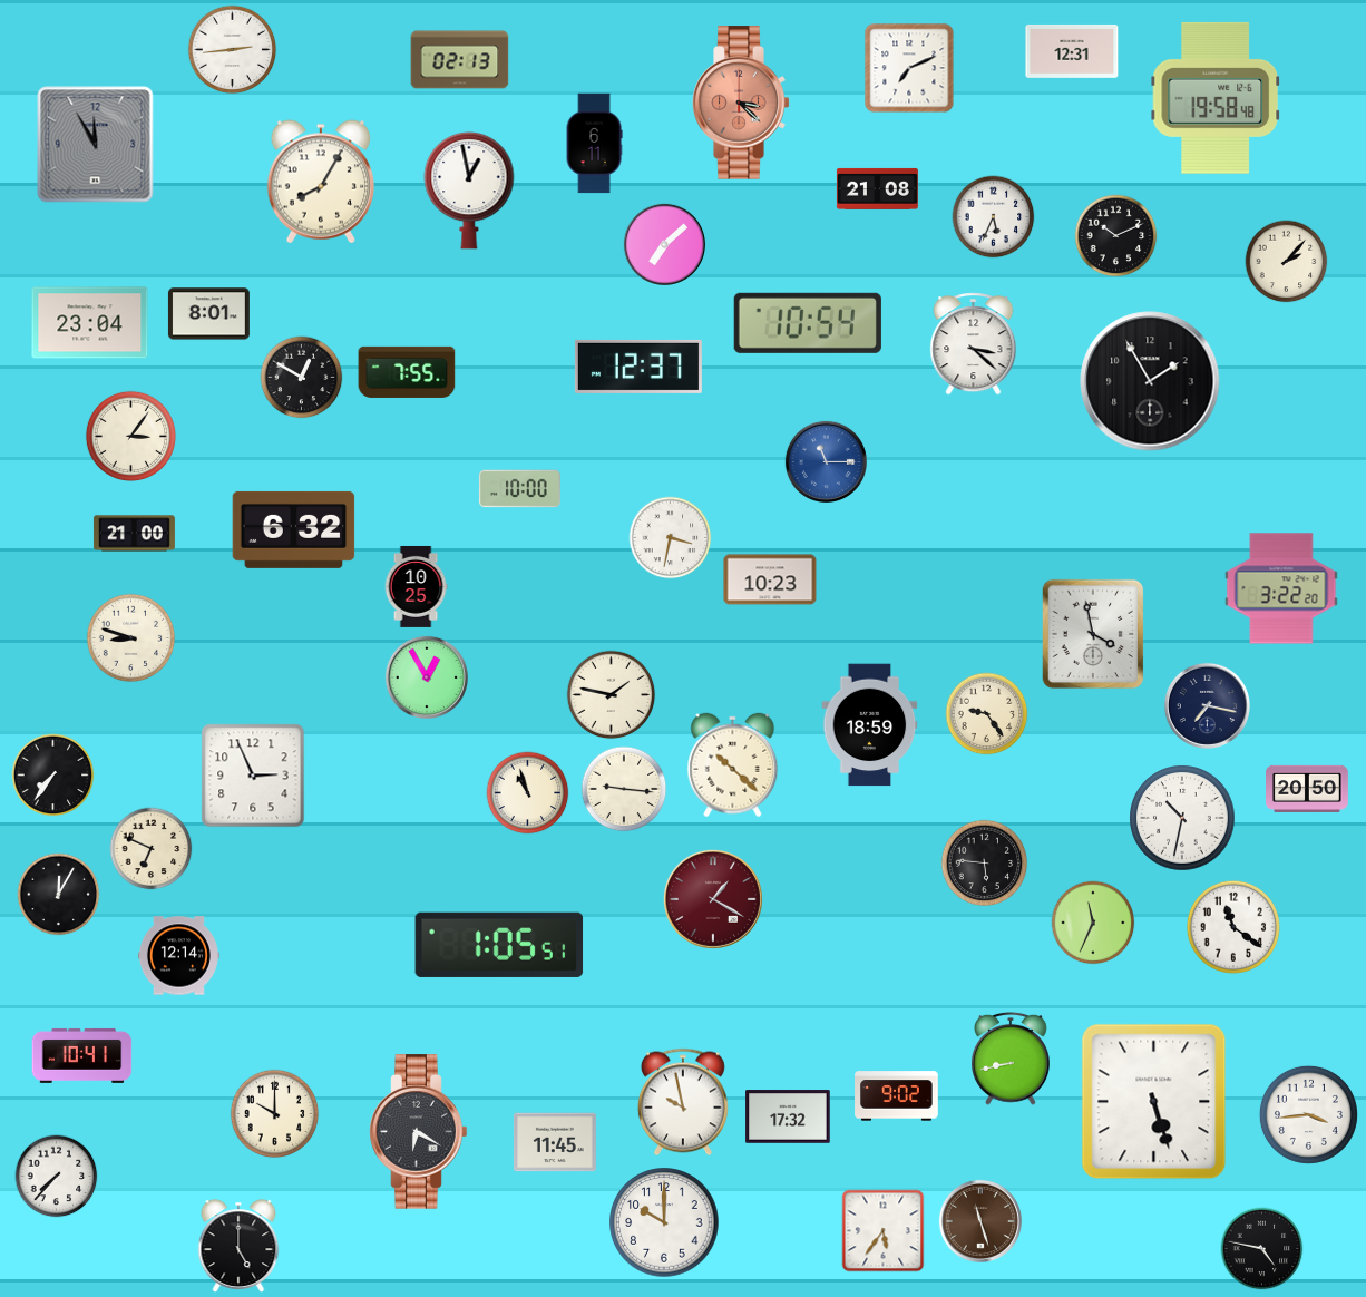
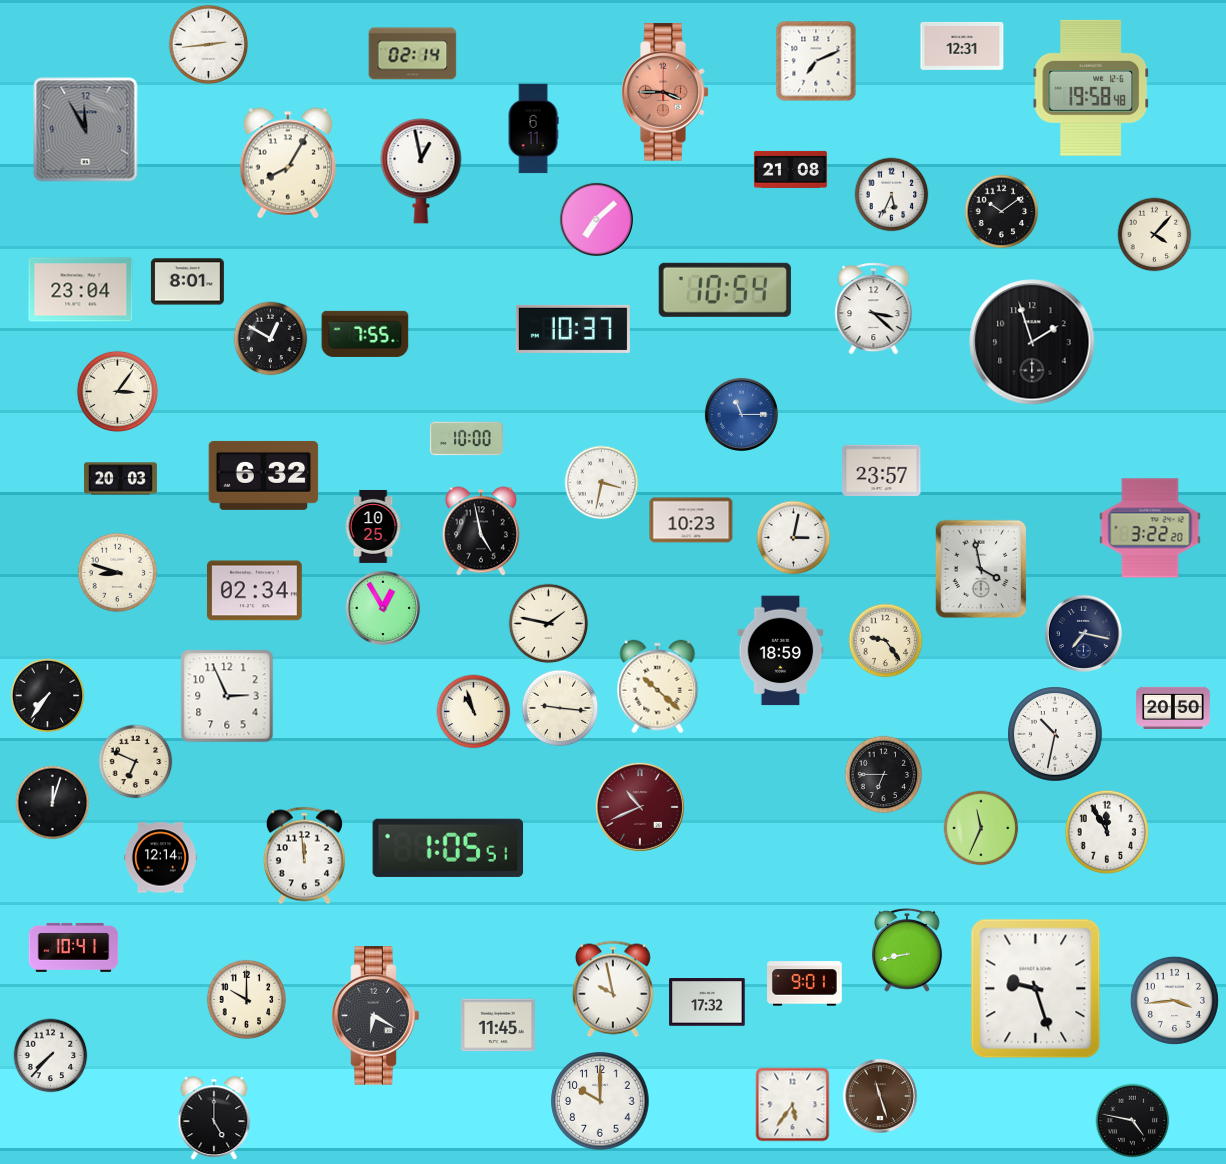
clock at (460, 60): 02:13 -> 02:14
clock at (741, 103): 3:22 -> 3:45
clock at (877, 188) position: (877, 188) -> (790, 169)
clock at (1116, 236): 10:11 -> 10:09
clock at (1287, 262): 2:07 -> 4:07
clock at (638, 367): 12:37 -> 10:37
clock at (1150, 381): 1:55 -> 1:57
clock at (882, 471): none -> 23:57
clock at (134, 534): 21:00 -> 20:03
clock at (481, 531): none -> 4:58
clock at (794, 538): none -> 3:02
clock at (254, 591): none -> 02:34
clock at (1182, 818) position: (1182, 818) -> (1055, 734)
clock at (985, 864): 5:46 -> 6:45
clock at (59, 895): 12:05 -> 12:03
clock at (713, 899): 1:20 -> 10:41
clock at (1233, 927): 11:21 -> 11:55
clock at (304, 856): none -> 11:59
clock at (897, 1096): 9:02 -> 9:01
clock at (1154, 1102): 5:27 -> 9:27
clock at (664, 1222) position: (664, 1222) -> (600, 1101)
